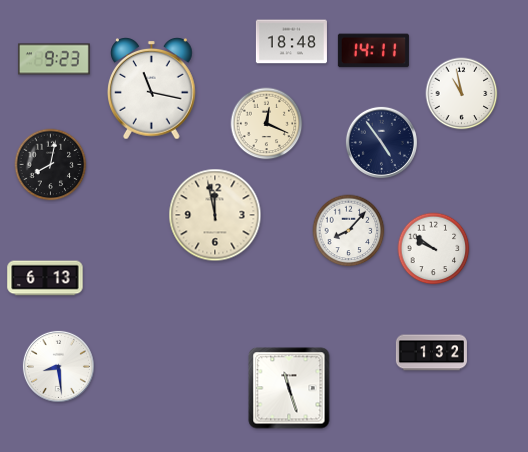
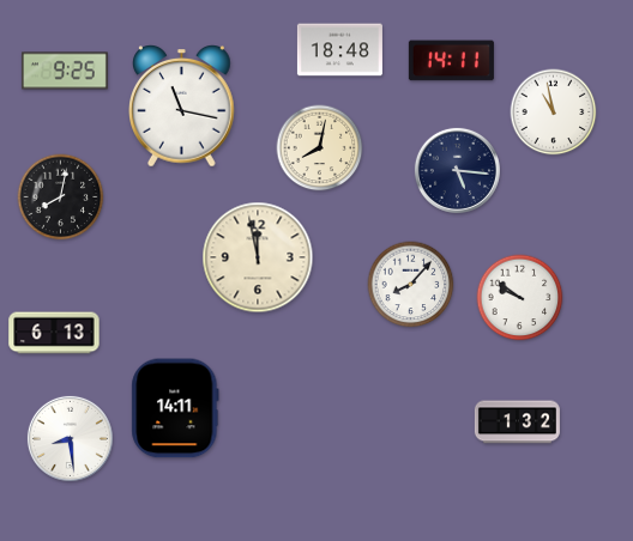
clock at (291, 42) position: (291, 42) -> (339, 50)
clock at (373, 51) position: (373, 51) -> (451, 61)
clock at (54, 59): 9:23 -> 9:25
clock at (267, 124): 12:19 -> 8:02
clock at (381, 142): 4:54 -> 5:16
clock at (349, 231) position: (349, 231) -> (411, 285)
clock at (175, 408): none -> 14:11
clock at (289, 388): 11:27 -> none
